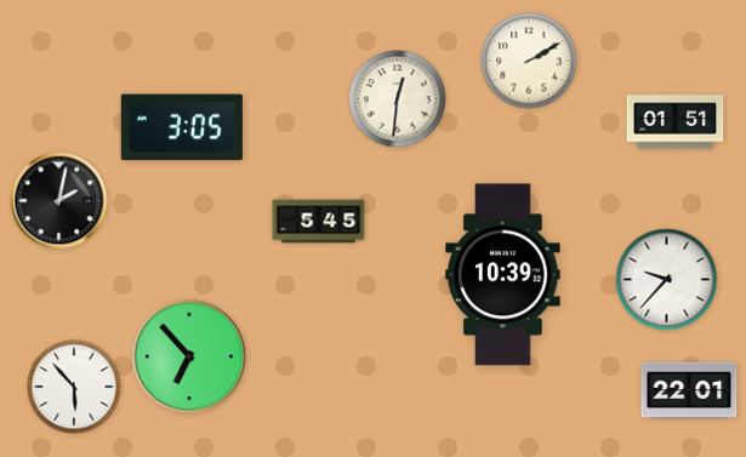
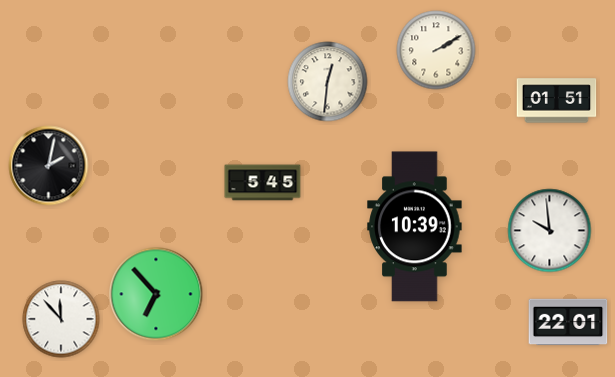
clock at (182, 127): 3:05 -> none
clock at (667, 280): 9:37 -> 9:59
clock at (74, 387): 5:53 -> 11:53
